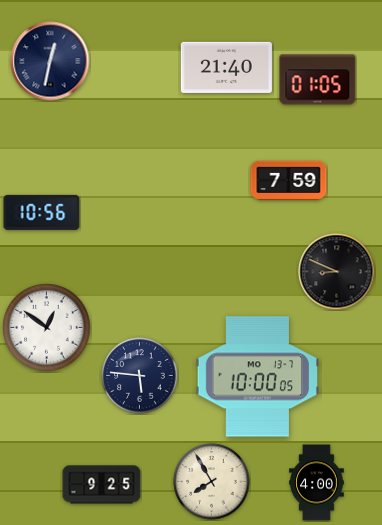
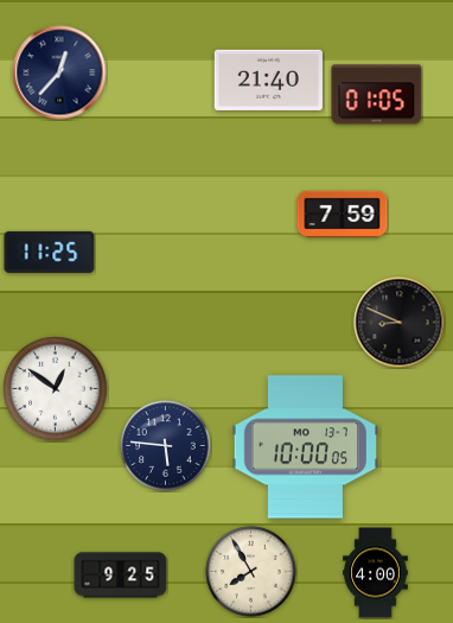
clock at (50, 61): 12:32 -> 12:37
clock at (42, 212): 10:56 -> 11:25
